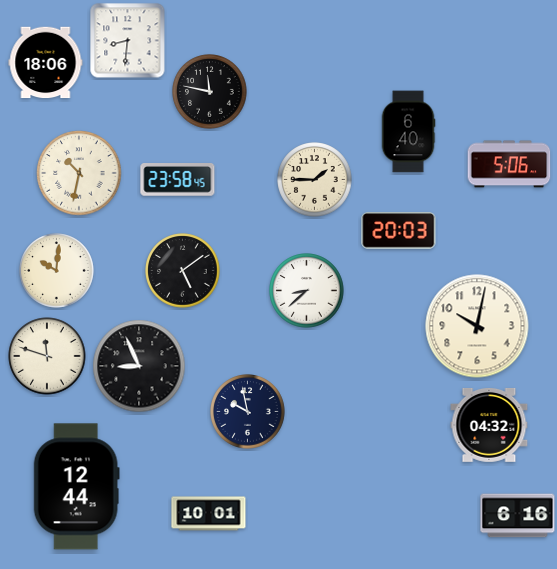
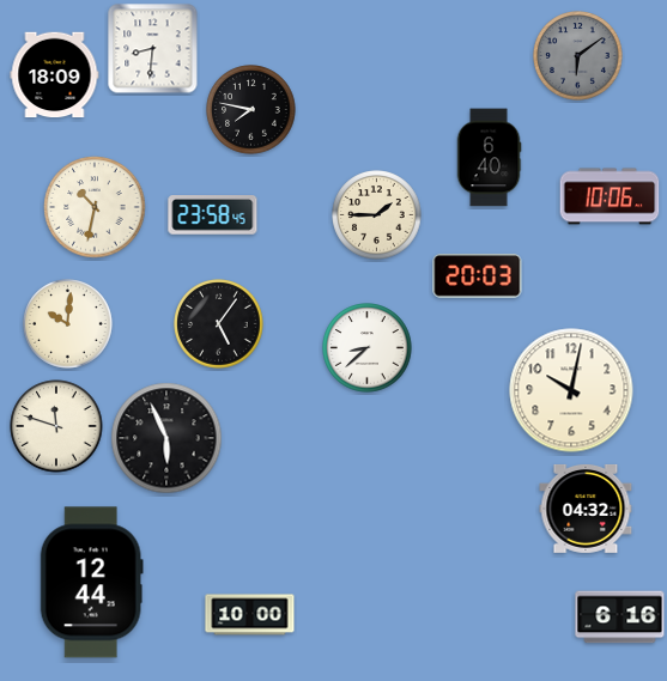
clock at (578, 56): none -> 6:09
clock at (46, 63): 18:06 -> 18:09
clock at (210, 92): 11:47 -> 7:47
clock at (509, 164): 5:06 -> 10:06
clock at (183, 271): 5:09 -> 5:06
clock at (139, 366): 8:56 -> 5:56
clock at (248, 412): 9:58 -> none
clock at (209, 514): 10:01 -> 10:00
